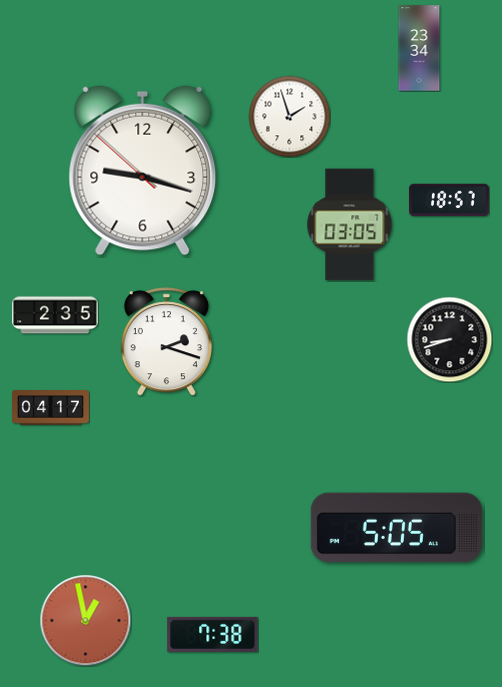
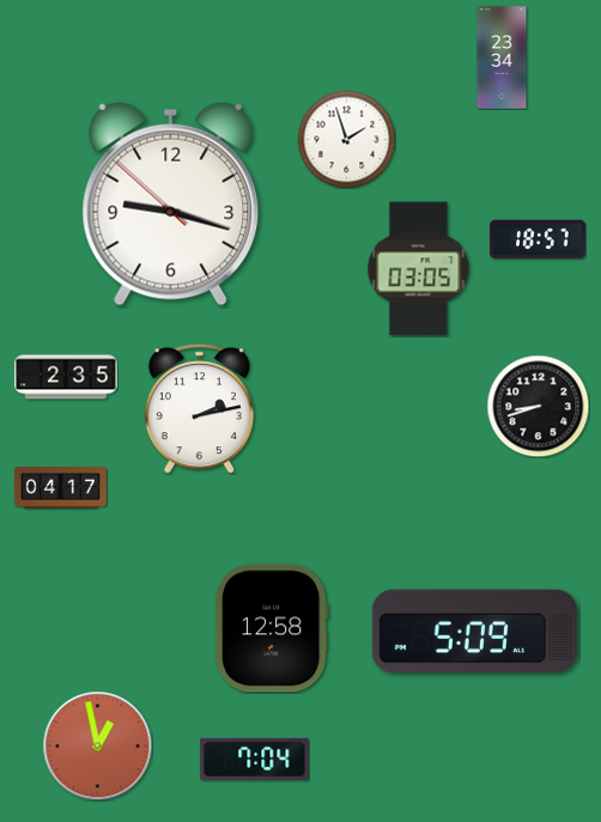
clock at (166, 342): 2:18 -> 2:13
clock at (272, 628): none -> 12:58
clock at (396, 528): 5:05 -> 5:09
clock at (85, 620) position: (85, 620) -> (97, 745)
clock at (213, 634): 7:38 -> 7:04
